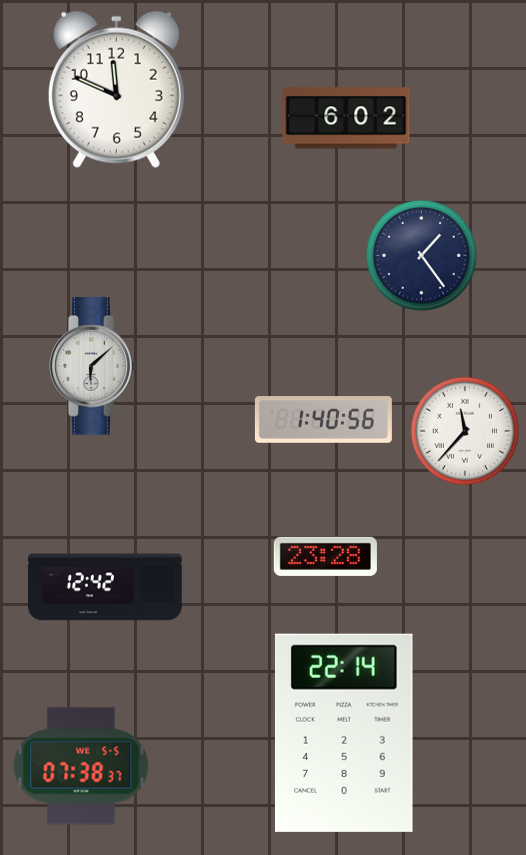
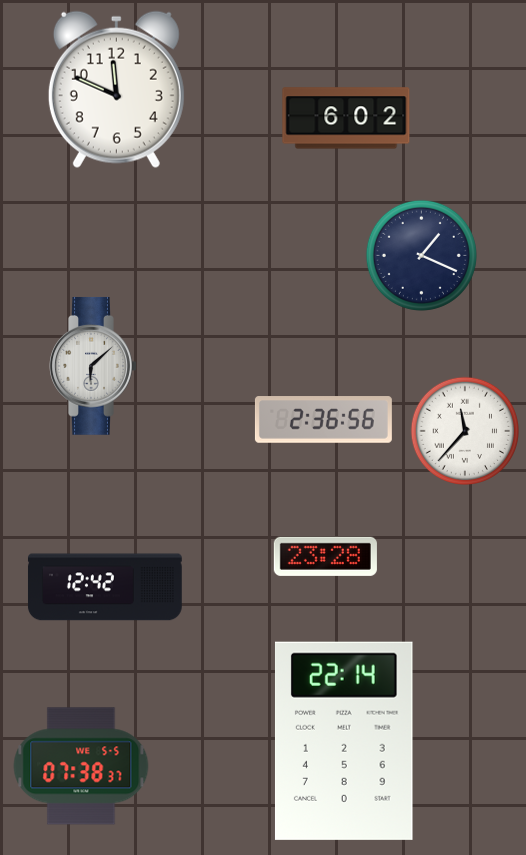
clock at (421, 255): 1:24 -> 1:19
clock at (323, 420): 1:40 -> 2:36
clock at (344, 733) position: (344, 733) -> (344, 741)
